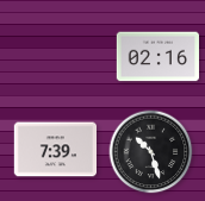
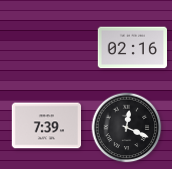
clock at (151, 152): 10:27 -> 12:19
